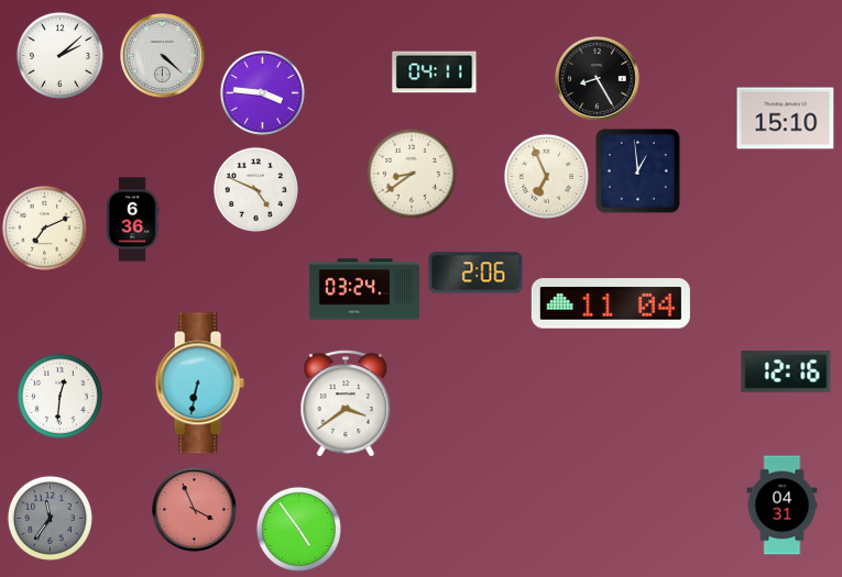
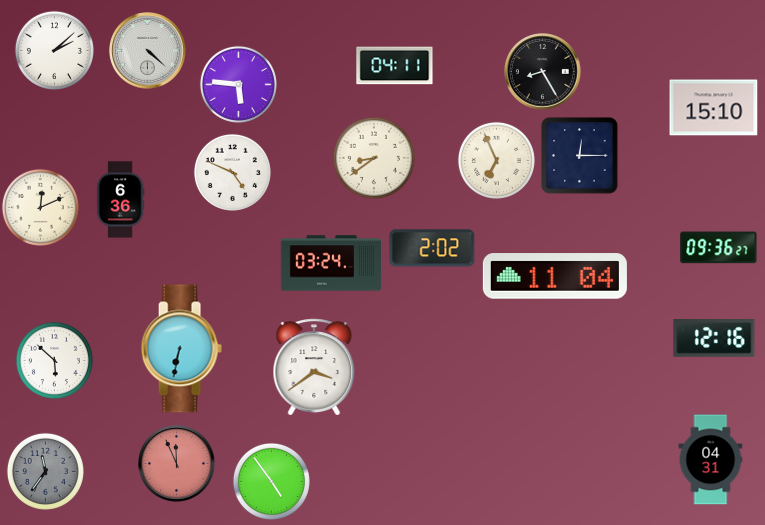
clock at (262, 92): 3:46 -> 5:46
clock at (638, 171): 12:59 -> 12:15
clock at (44, 228): 7:11 -> 12:11
clock at (475, 273): 2:06 -> 2:02
clock at (719, 248): none -> 09:36
clock at (59, 396): 12:31 -> 5:52
clock at (195, 510): 3:56 -> 11:56
